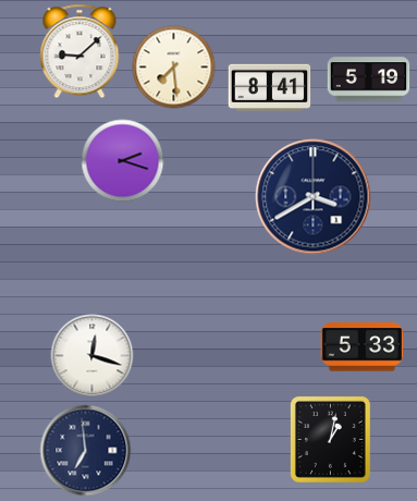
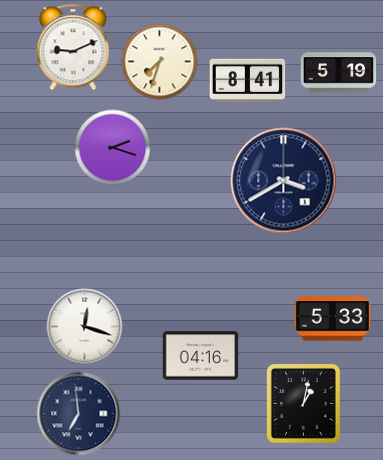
clock at (79, 51): 9:08 -> 9:11
clock at (174, 68): 7:29 -> 7:33
clock at (314, 197) position: (314, 197) -> (284, 181)
clock at (201, 356): none -> 04:16
